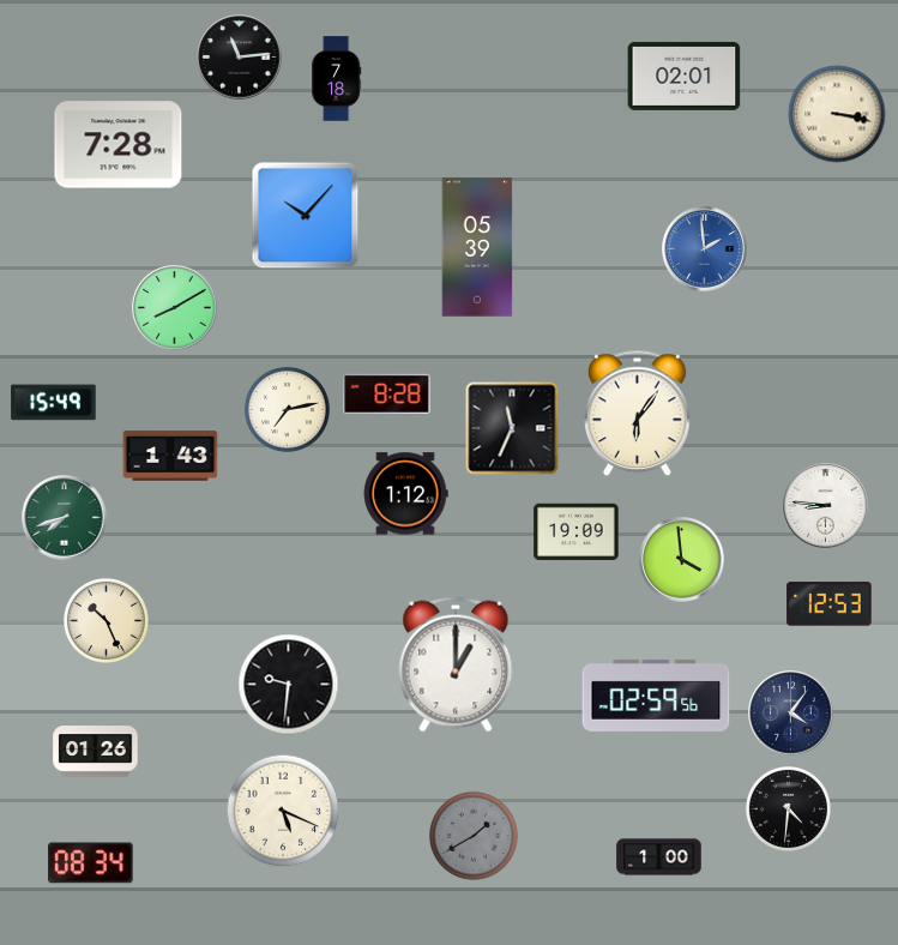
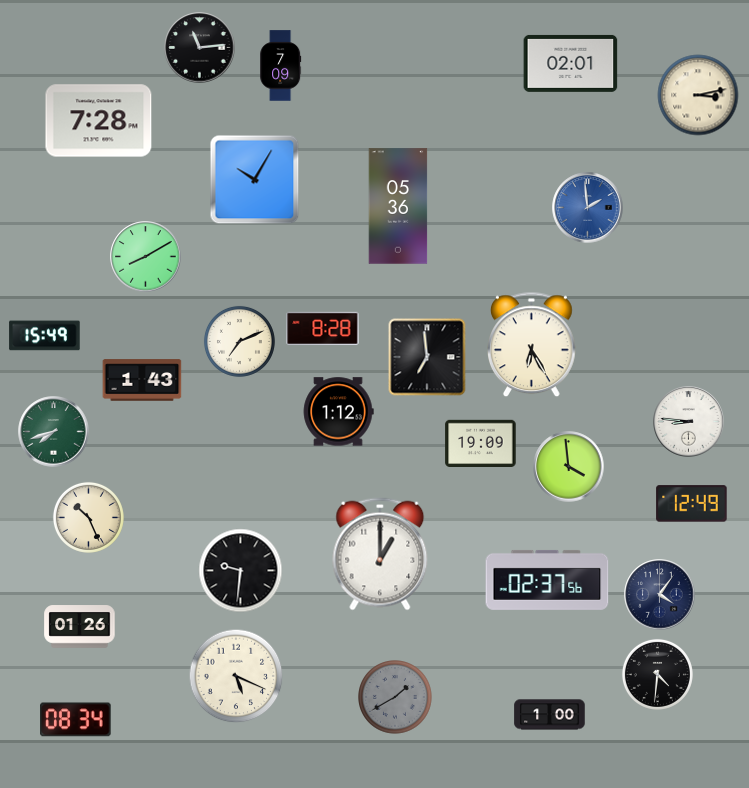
clock at (337, 79): 7:18 -> 7:09
clock at (837, 114): 3:17 -> 3:13
clock at (306, 216): 10:07 -> 10:05
clock at (477, 247): 05:39 -> 05:36
clock at (287, 409): 7:13 -> 7:11
clock at (638, 414): 6:06 -> 6:25
clock at (512, 428): 11:34 -> 6:59
clock at (830, 604): 12:53 -> 12:49
clock at (656, 696): 02:59 -> 02:37
